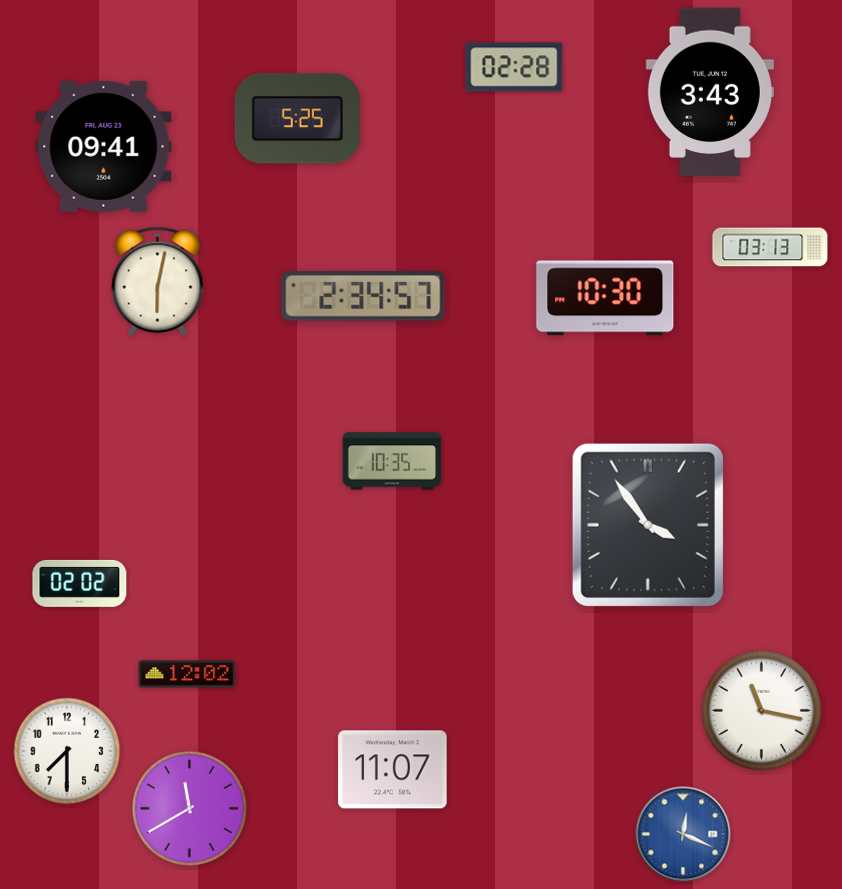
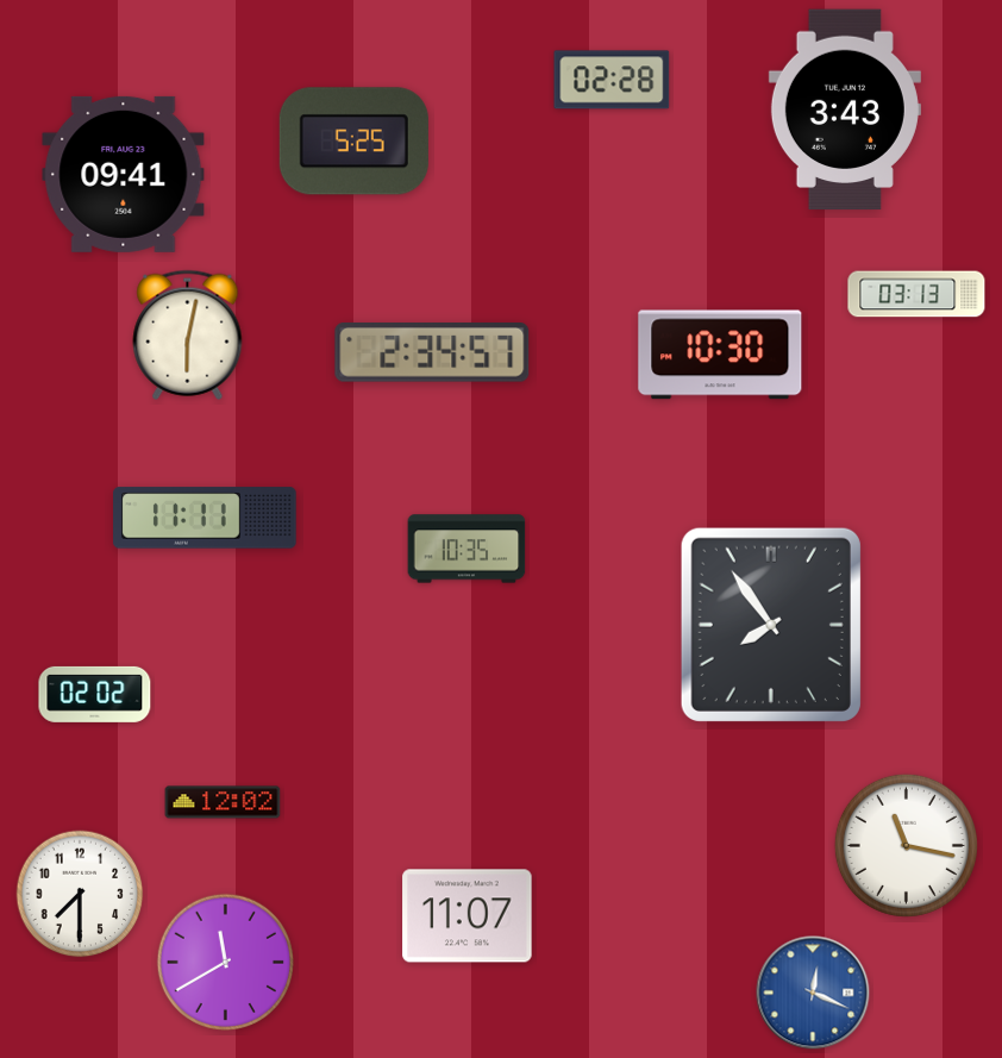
clock at (205, 518): none -> 11:11
clock at (648, 525): 3:54 -> 7:54
